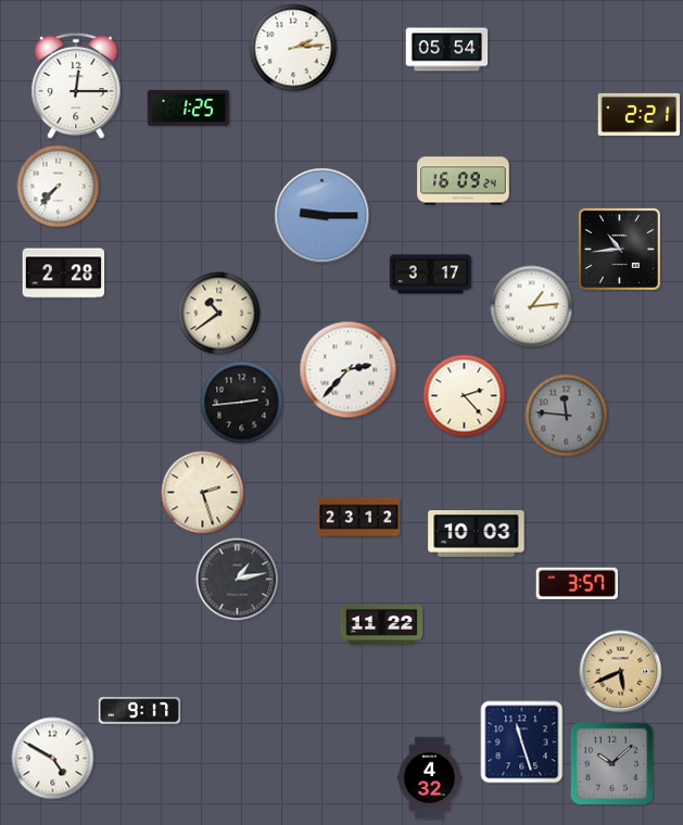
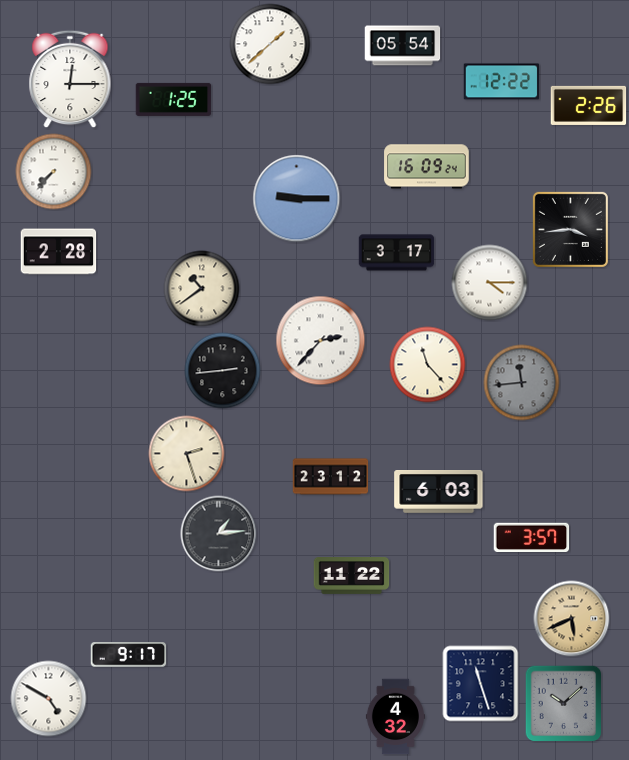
clock at (293, 48): 2:14 -> 1:38
clock at (447, 50) position: (447, 50) -> (403, 46)
clock at (502, 82): none -> 12:22
clock at (640, 114): 2:21 -> 2:26
clock at (619, 249): 10:44 -> 3:44
clock at (532, 307): 1:14 -> 4:15
clock at (465, 396): 2:23 -> 11:23
clock at (567, 416): 11:46 -> 11:44
clock at (477, 534): 10:03 -> 6:03
clock at (238, 580): 1:13 -> 1:14
